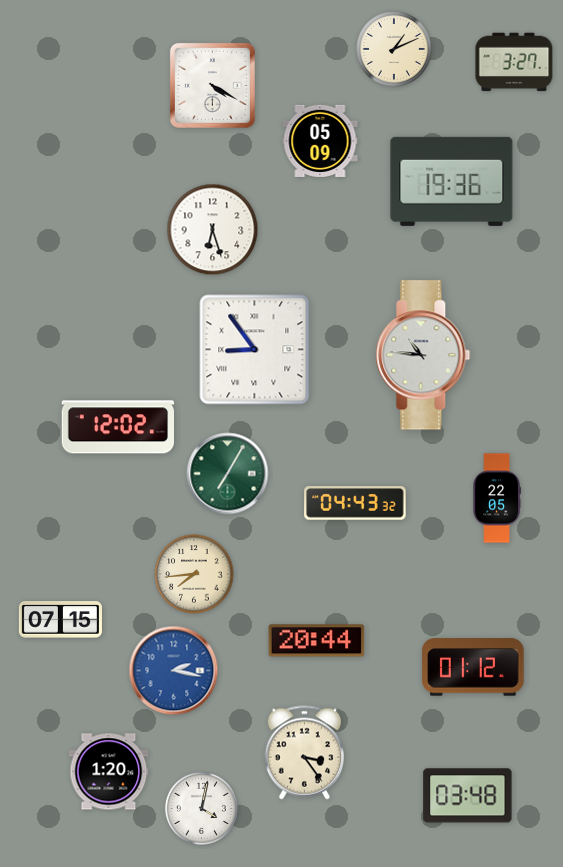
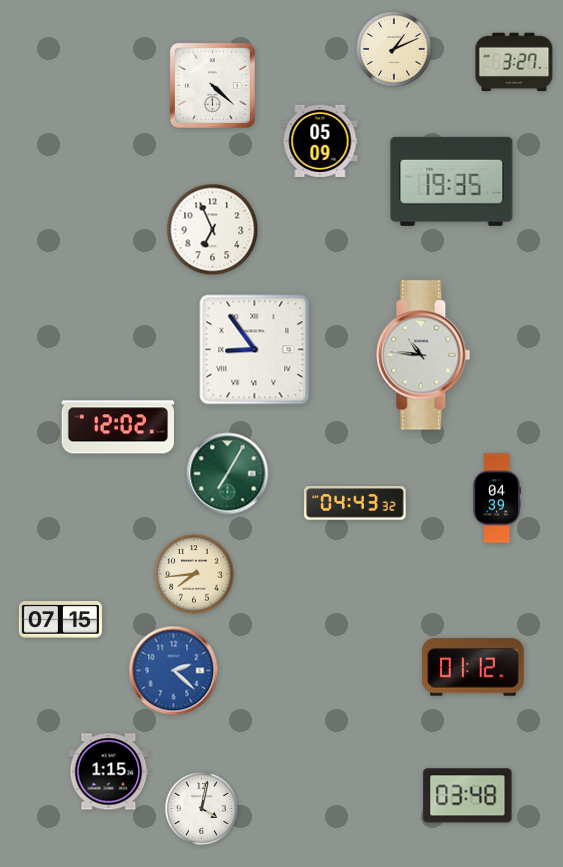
clock at (212, 85): 4:20 -> 4:22
clock at (452, 181): 19:36 -> 19:35
clock at (213, 230): 6:27 -> 6:56
clock at (497, 498): 22:05 -> 04:39
clock at (317, 641): 20:44 -> none
clock at (174, 671): 2:17 -> 2:22
clock at (304, 753): 3:24 -> none
clock at (109, 772): 1:20 -> 1:15
